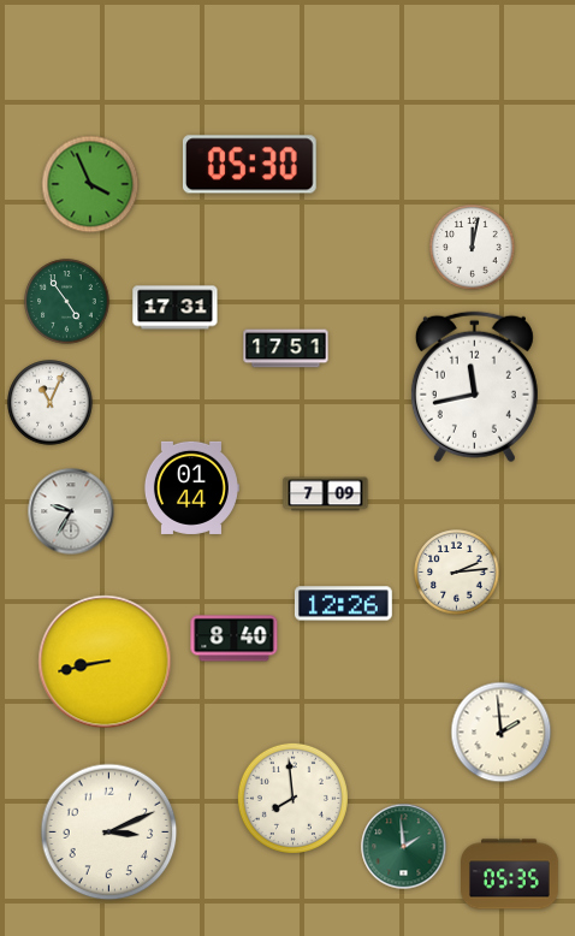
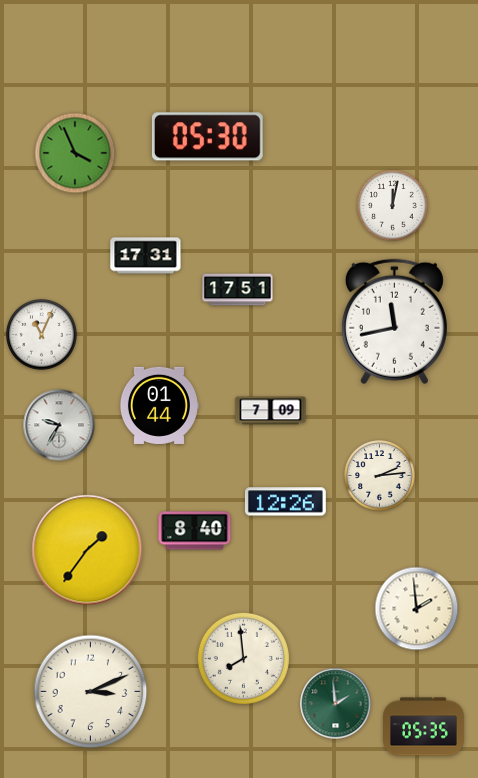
clock at (67, 302): 4:54 -> none
clock at (105, 662): 8:43 -> 1:36
clock at (292, 798) position: (292, 798) -> (243, 658)
